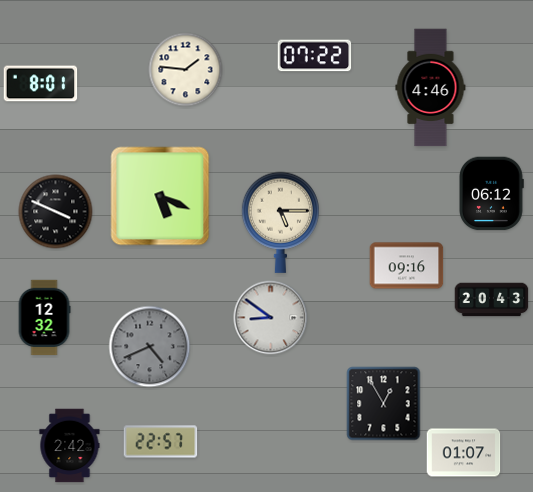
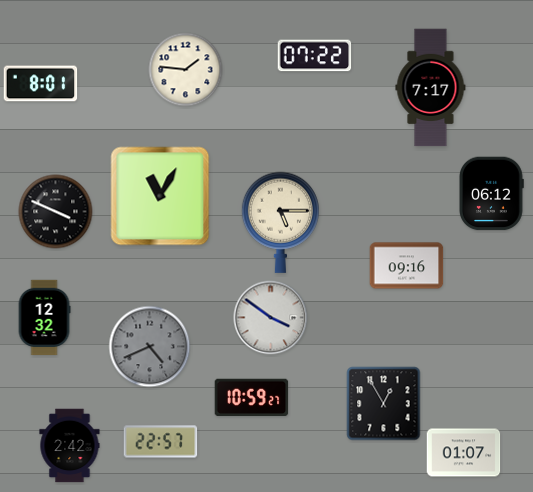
clock at (431, 88): 4:46 -> 7:17
clock at (160, 196): 5:19 -> 11:05
clock at (492, 300): 20:43 -> none
clock at (271, 318): 8:51 -> 3:51
clock at (252, 398): none -> 10:59
